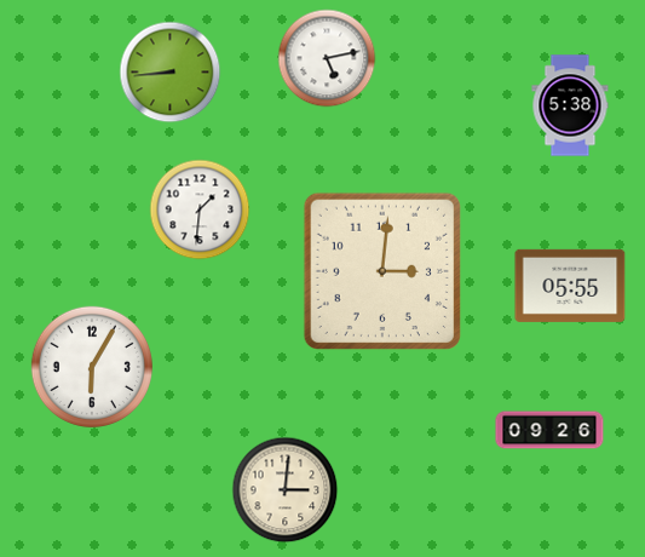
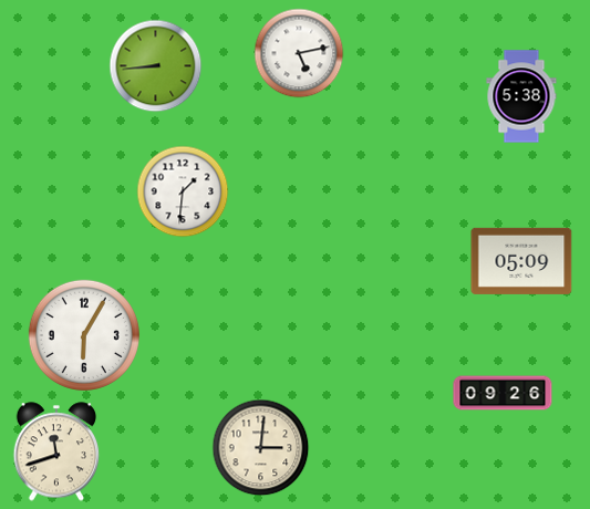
clock at (382, 271): 3:01 -> none
clock at (570, 286): 05:55 -> 05:09
clock at (56, 451): none -> 11:42
